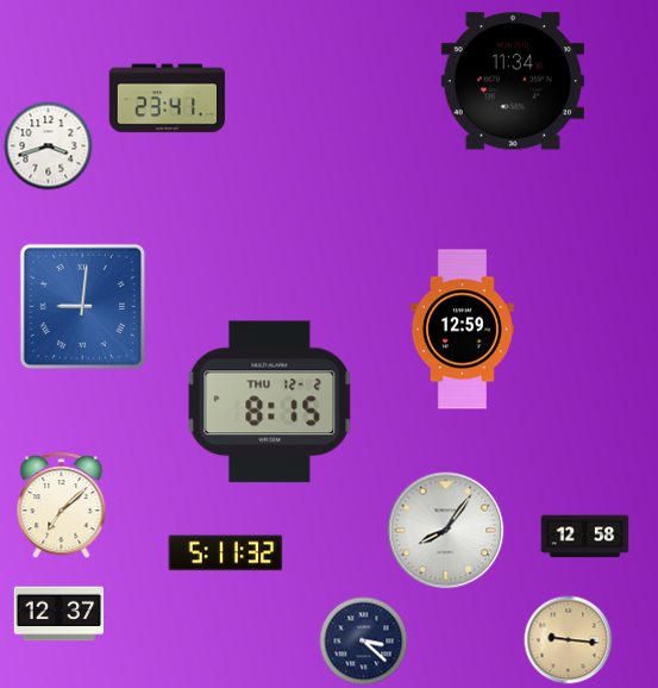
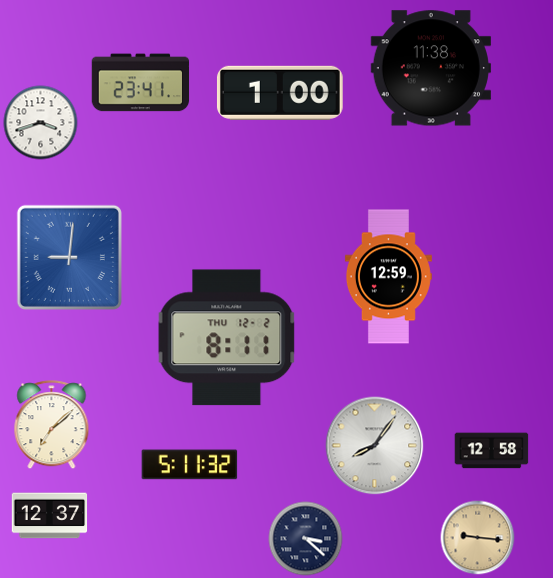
clock at (513, 81): 11:34 -> 11:38
clock at (280, 93): none -> 1:00
clock at (270, 402): 8:15 -> 8:11
